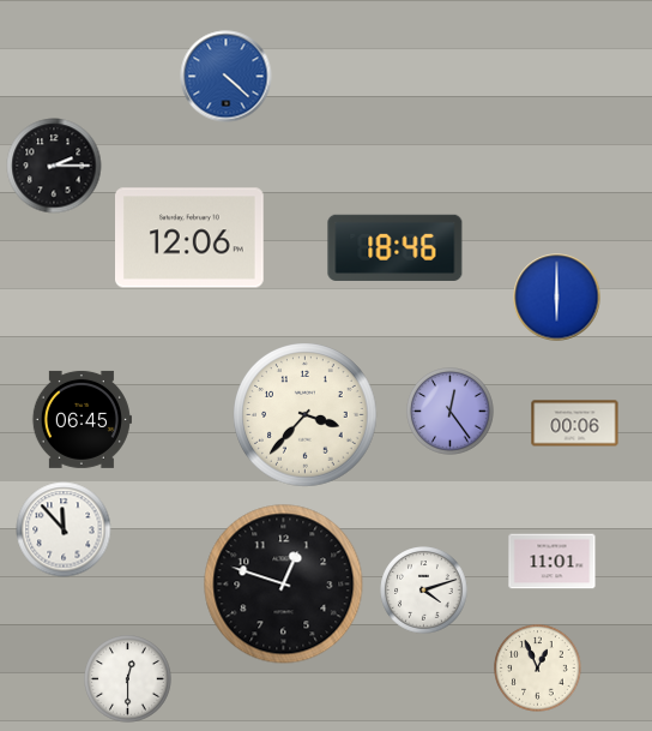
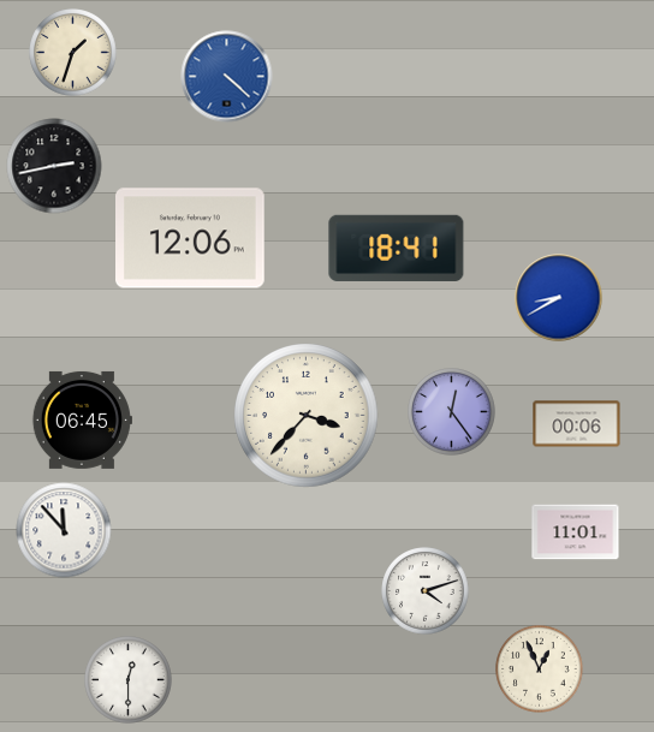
clock at (73, 53): none -> 1:33
clock at (54, 166): 2:15 -> 2:43
clock at (396, 247): 18:46 -> 18:41
clock at (557, 298): 6:00 -> 8:40
clock at (553, 562) position: (553, 562) -> (576, 532)
clock at (284, 585): 12:48 -> none
